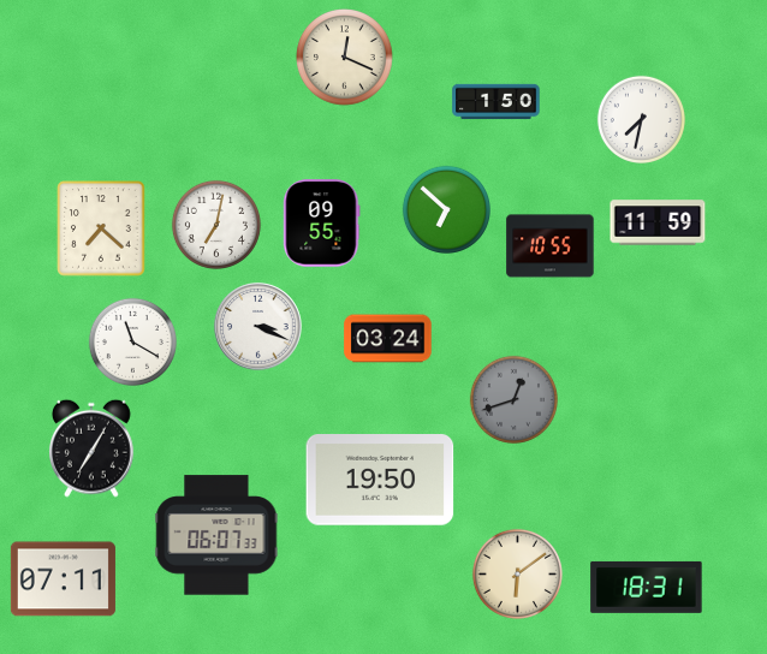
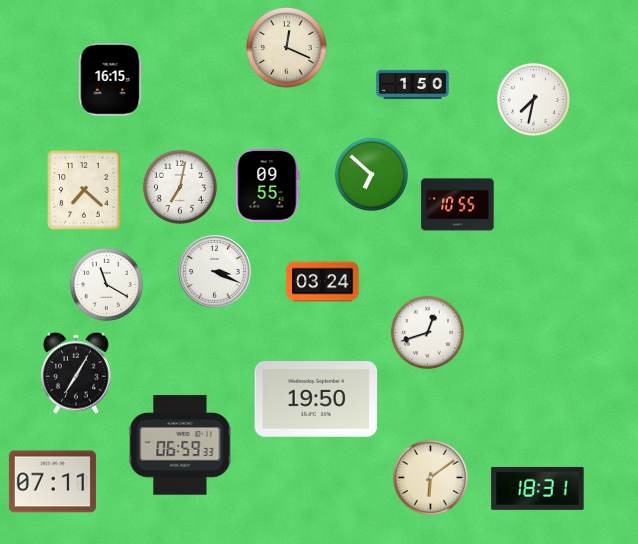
clock at (110, 80): none -> 16:15
clock at (658, 222): 11:59 -> none
clock at (132, 341) position: (132, 341) -> (106, 284)
clock at (513, 399) dial: grey -> white
clock at (216, 535): 06:07 -> 06:59
